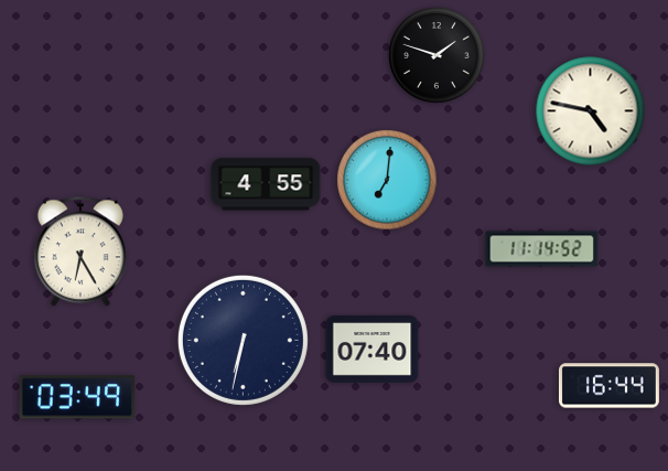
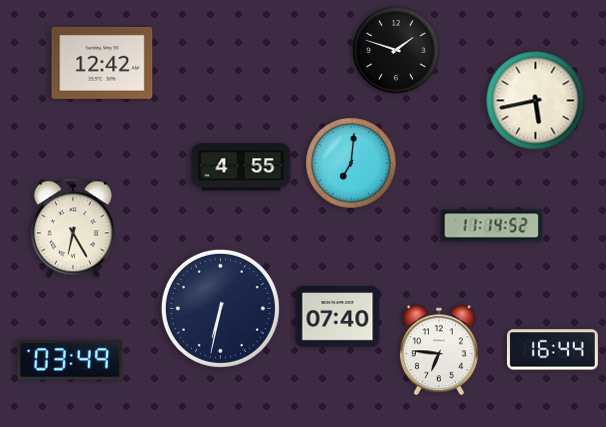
clock at (102, 63): none -> 12:42
clock at (591, 111): 4:47 -> 5:43
clock at (439, 350): none -> 6:46
